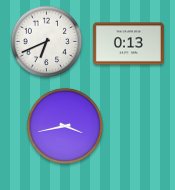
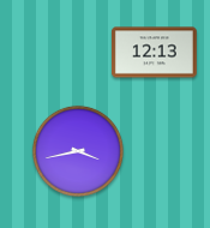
clock at (47, 42): 6:41 -> none
clock at (128, 44): 0:13 -> 12:13
